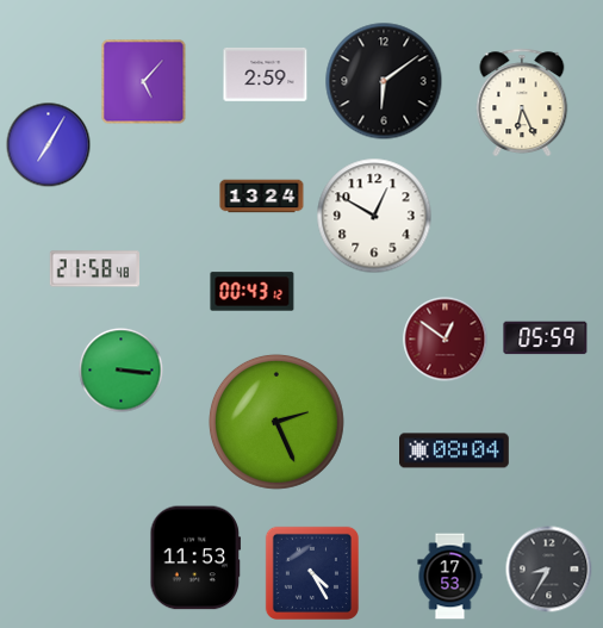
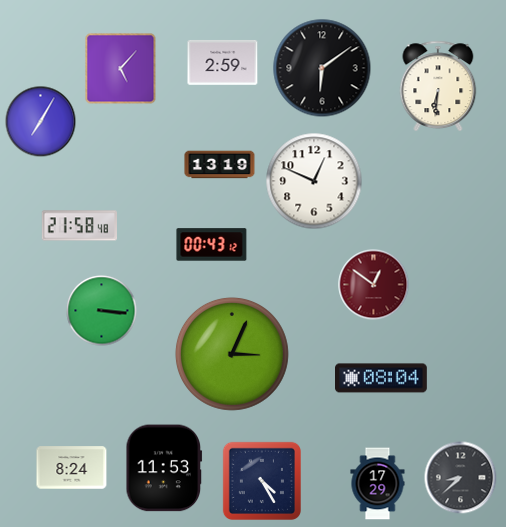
clock at (522, 102): 6:26 -> 6:31
clock at (262, 197): 13:24 -> 13:19
clock at (374, 216): 12:50 -> 12:49
clock at (546, 338): 05:59 -> none
clock at (276, 422): 2:26 -> 3:04
clock at (72, 468): none -> 8:24
clock at (549, 570): 8:35 -> 8:38
clock at (450, 577): 17:53 -> 17:29
